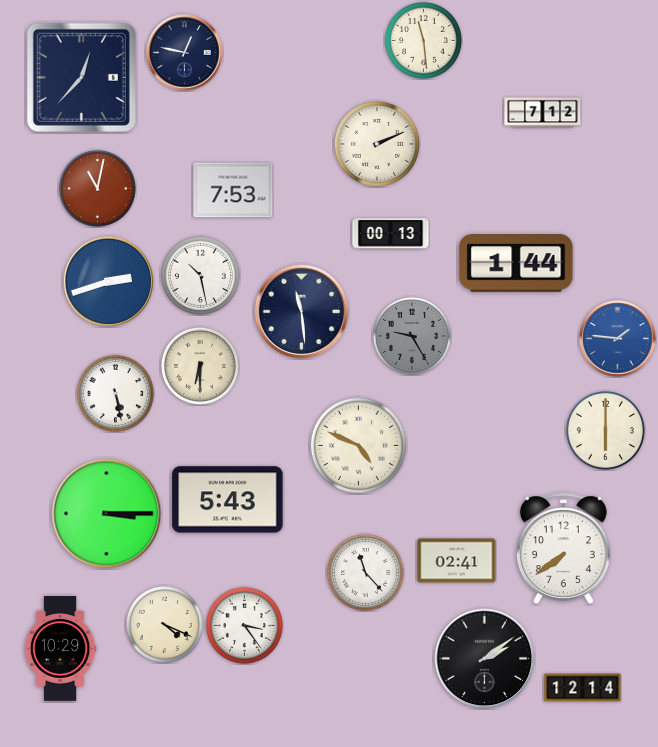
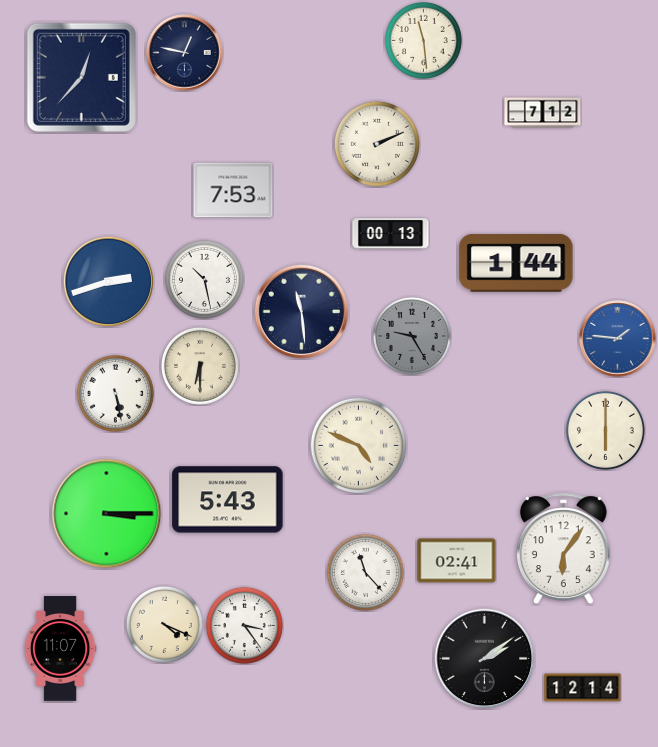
clock at (97, 188): 11:02 -> none
clock at (200, 275) position: (200, 275) -> (204, 279)
clock at (563, 548): 7:39 -> 6:06
clock at (60, 649): 10:29 -> 11:07
